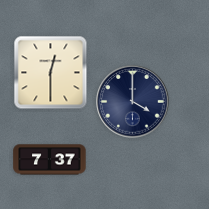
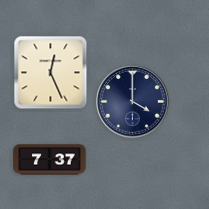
clock at (51, 73): 12:30 -> 12:26
